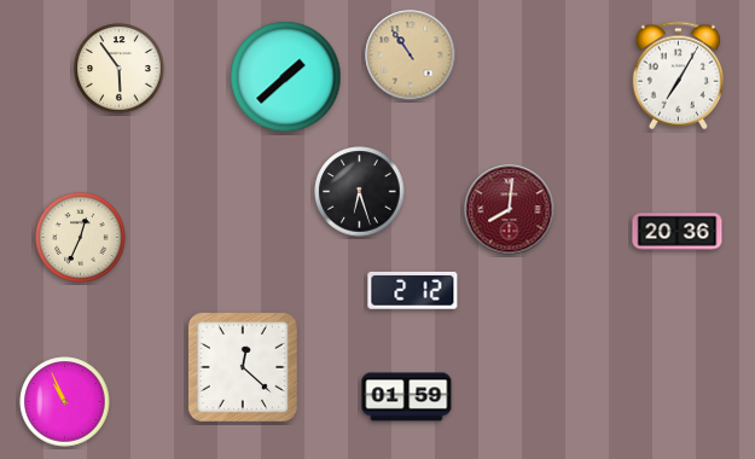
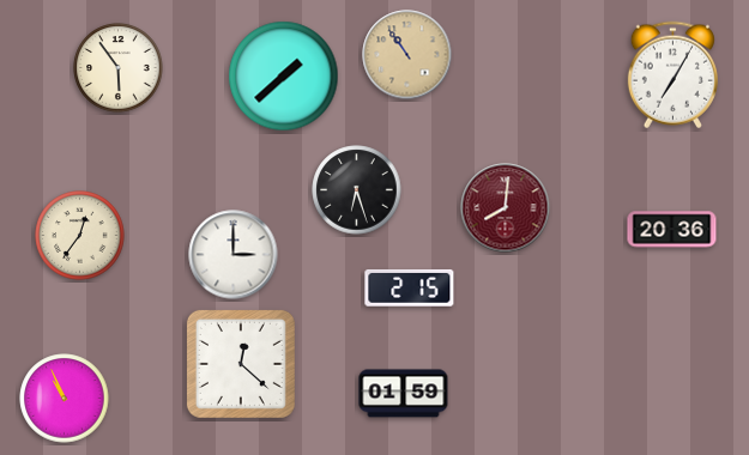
clock at (81, 238): 12:34 -> 12:36
clock at (234, 255): none -> 3:00
clock at (413, 291): 2:12 -> 2:15
